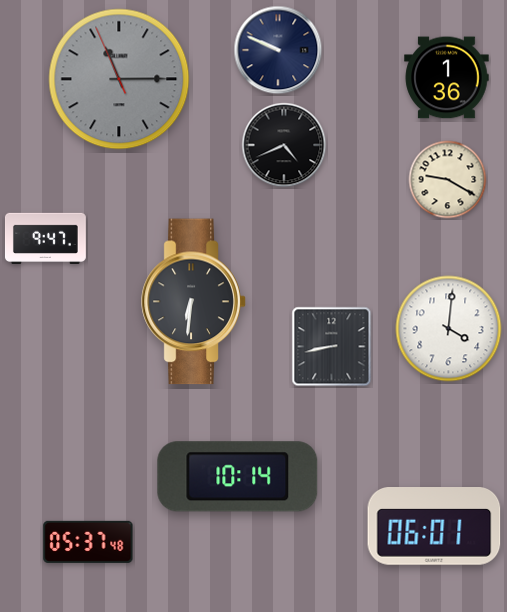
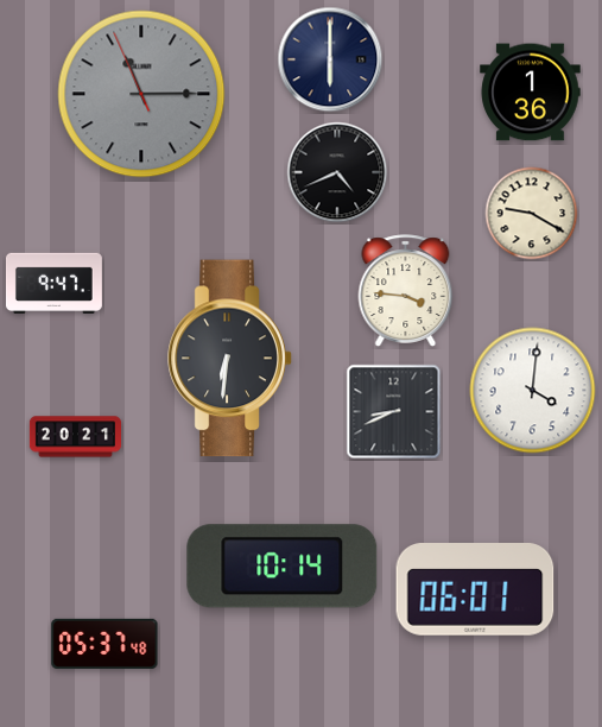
clock at (278, 50): 9:49 -> 6:00
clock at (406, 291): none -> 3:46
clock at (332, 347): 8:43 -> 8:41
clock at (75, 437): none -> 20:21
clock at (434, 527) position: (434, 527) -> (475, 590)
